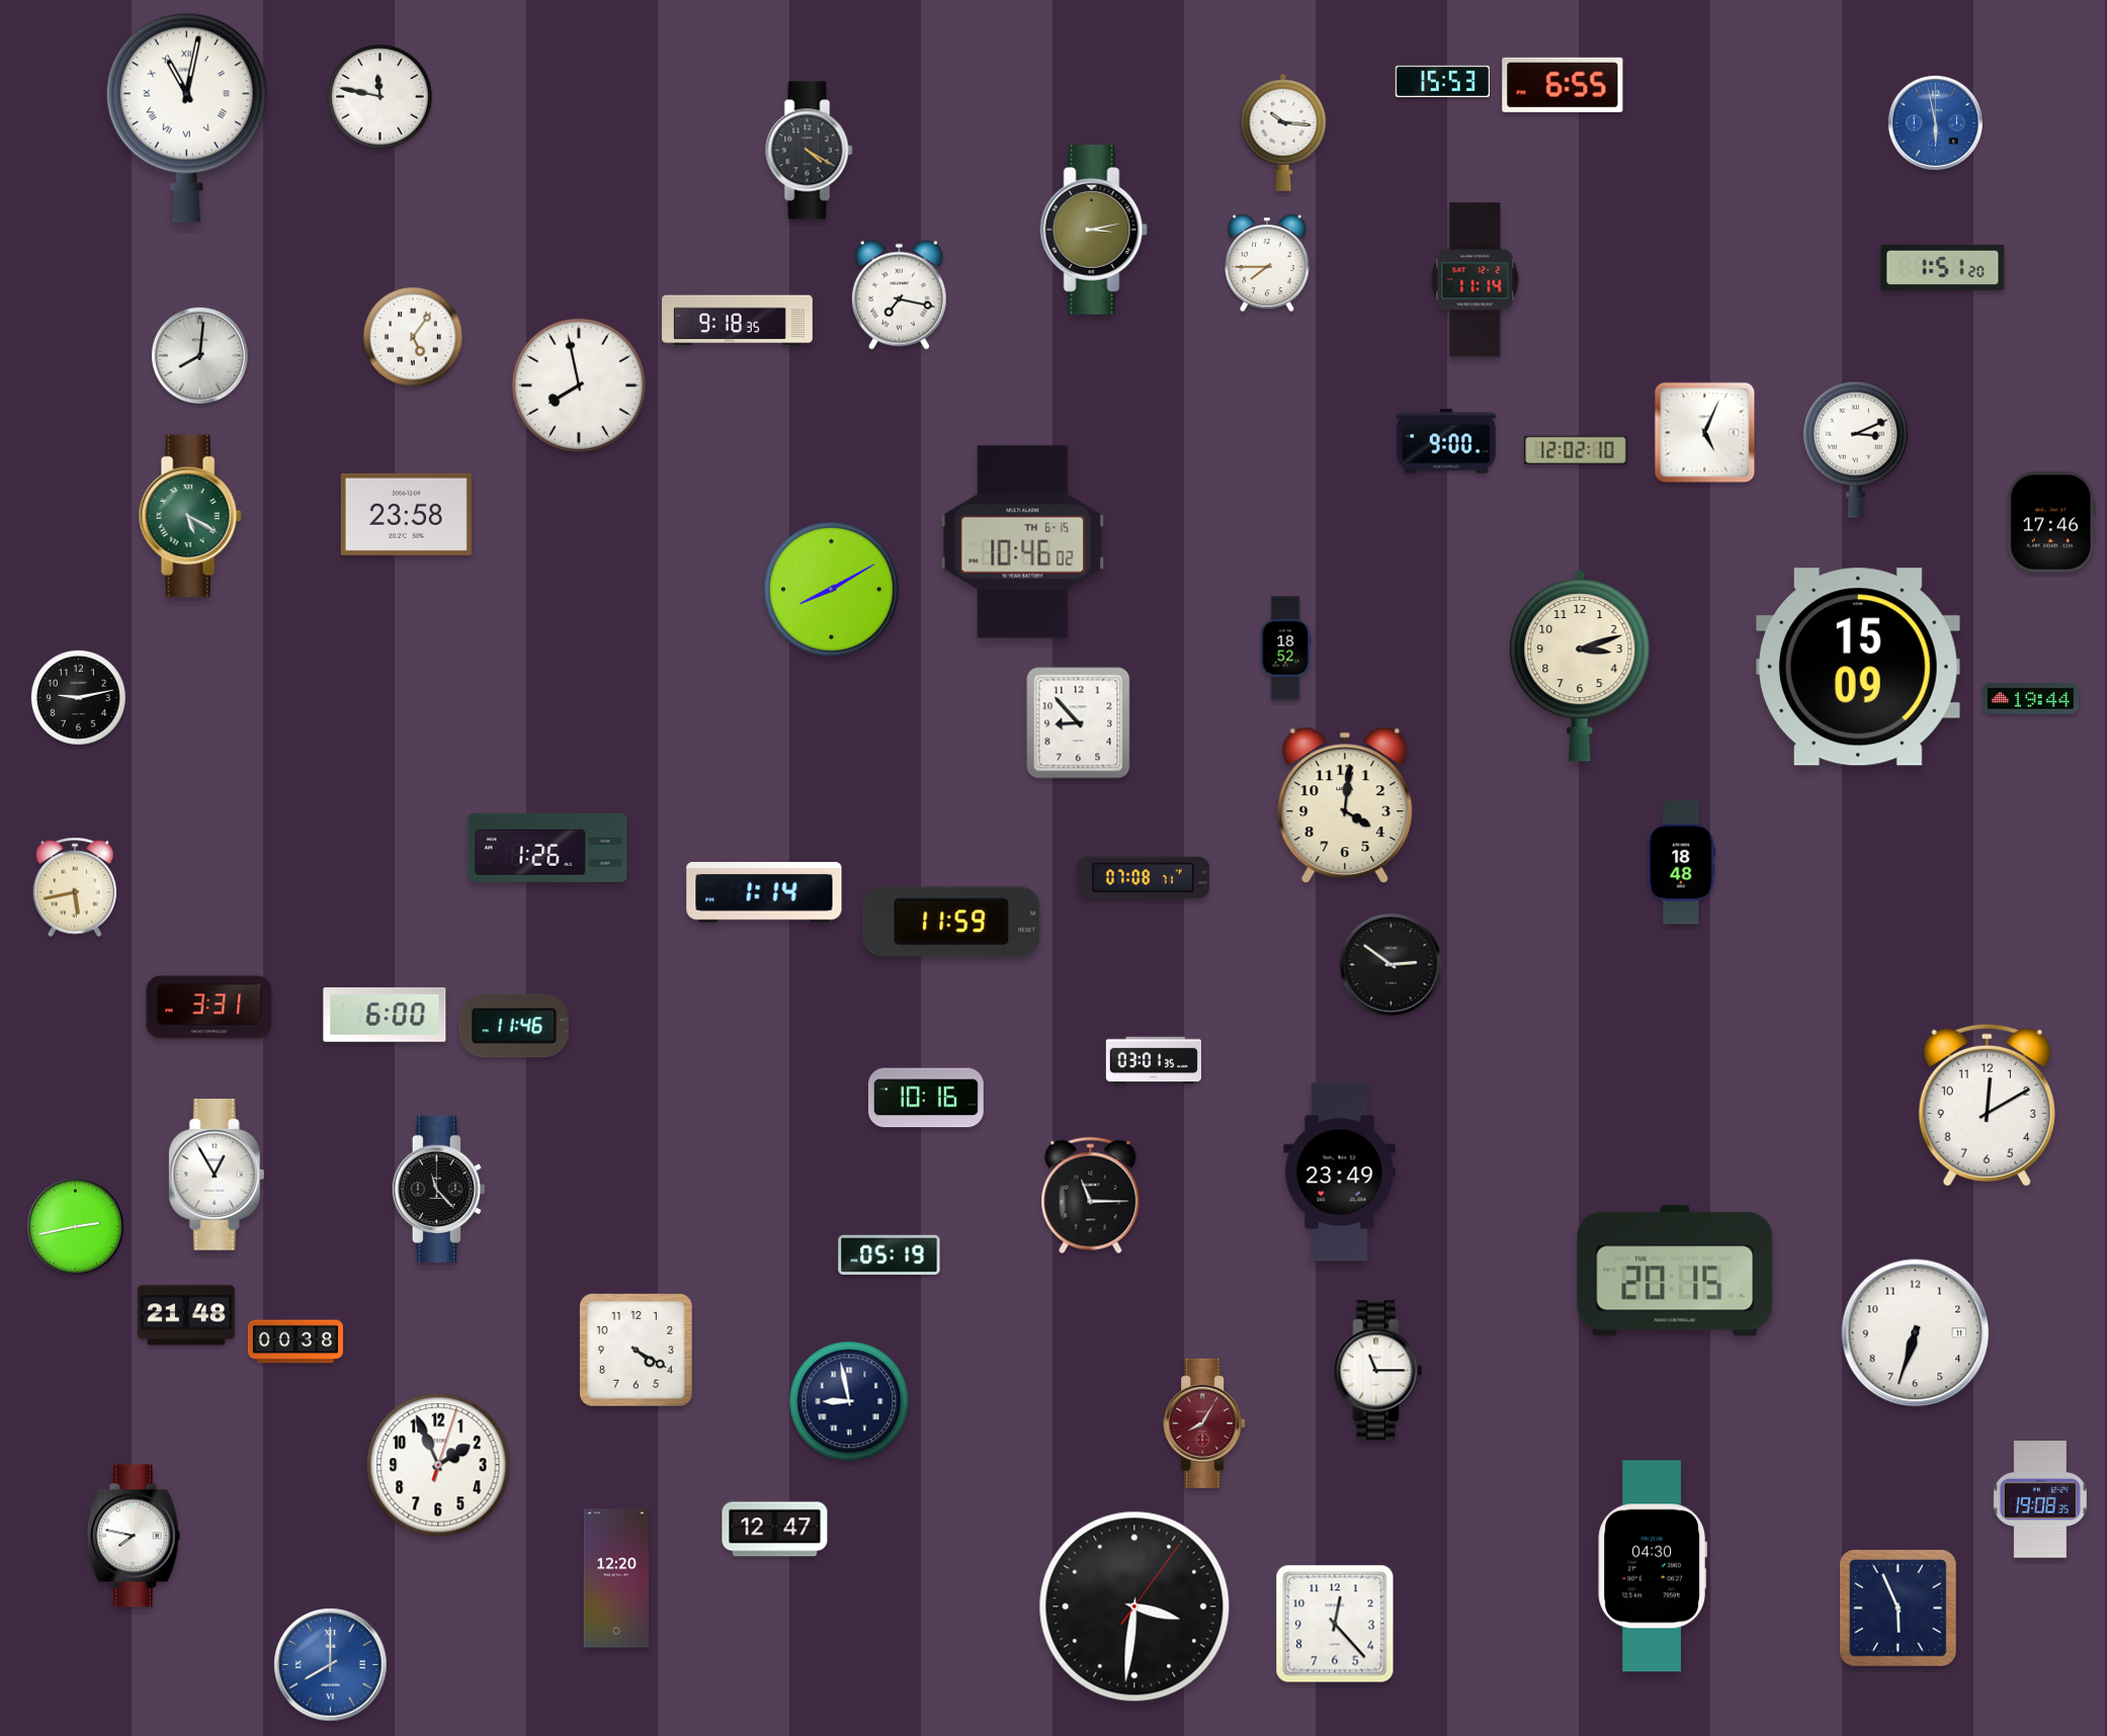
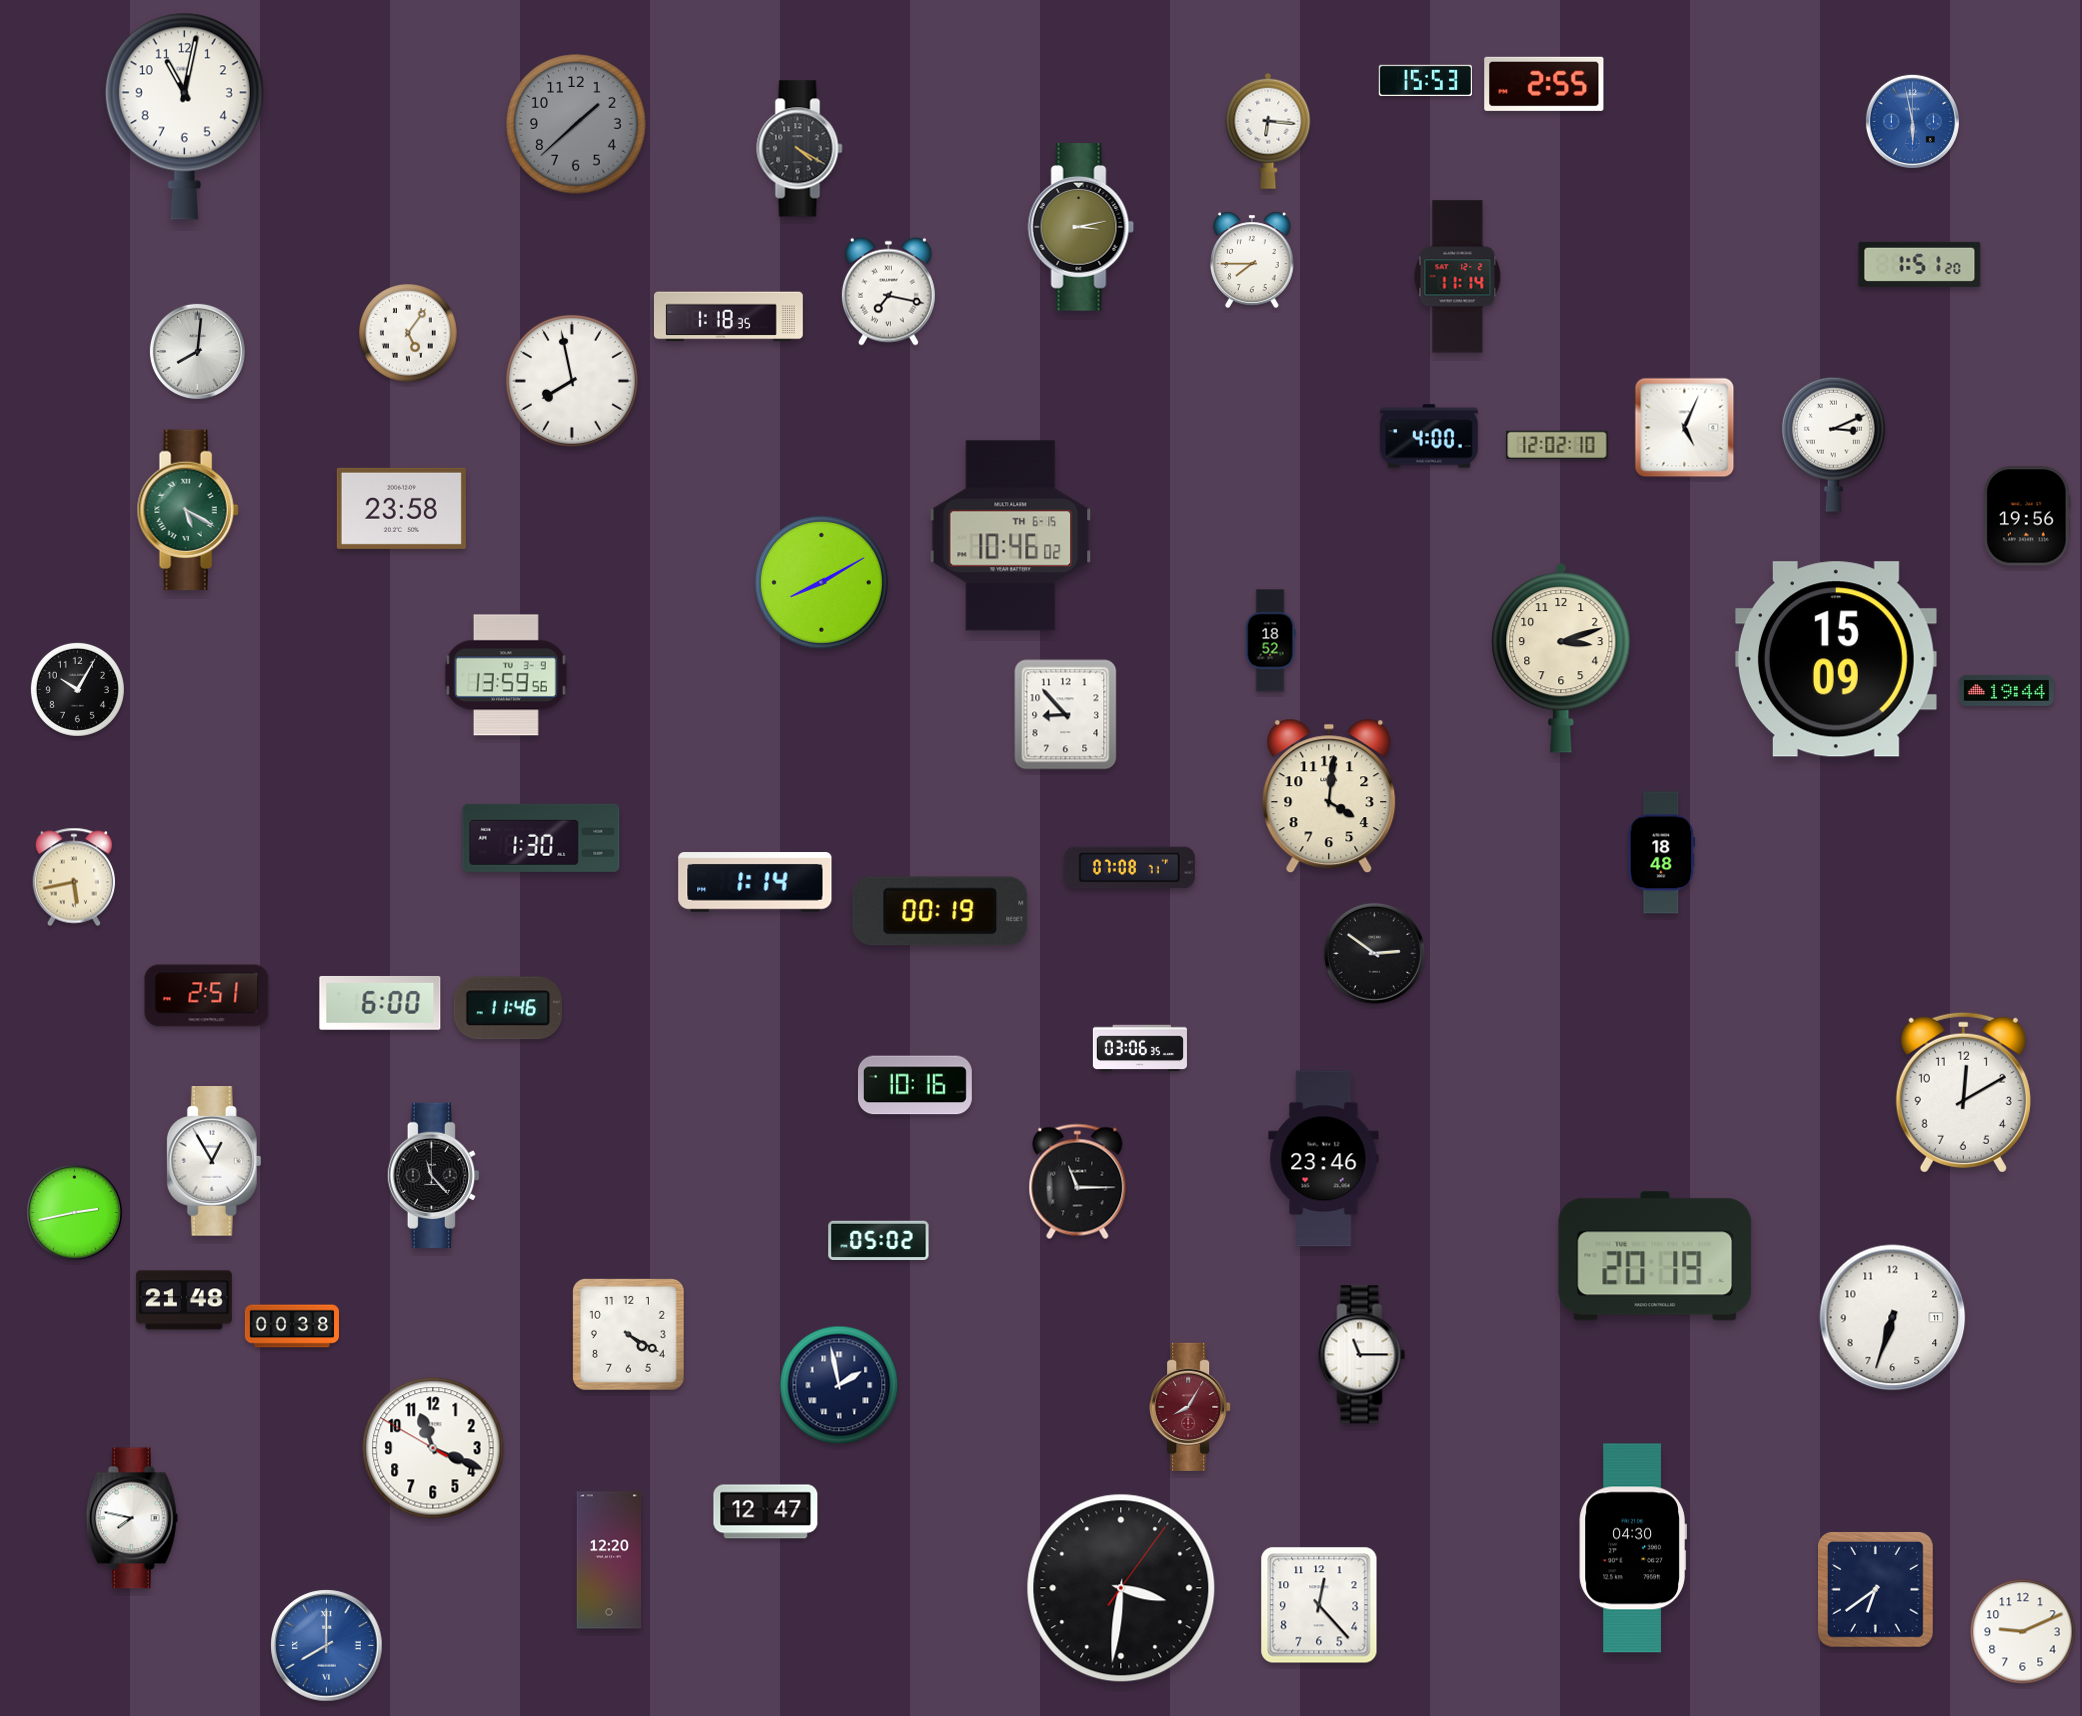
clock at (1563, 85): 6:55 -> 2:55
clock at (381, 97): 11:47 -> none
clock at (186, 117) numerals: Roman -> Arabic
clock at (576, 124): none -> 1:38
clock at (1283, 133): 10:16 -> 6:16
clock at (737, 321): 9:18 -> 1:18
clock at (1446, 441): 9:00 -> 4:00
clock at (2051, 522): 17:46 -> 19:56
clock at (506, 675): none -> 13:59
clock at (78, 697): 9:13 -> 10:05
clock at (547, 848): 1:26 -> 1:30
clock at (951, 922): 11:59 -> 00:19
clock at (209, 1008): 3:31 -> 2:51
clock at (514, 1026) position: (514, 1026) -> (508, 1008)
clock at (1154, 1060): 03:01 -> 03:06
clock at (1340, 1173): 23:49 -> 23:46
clock at (890, 1255): 05:19 -> 05:02
clock at (1675, 1271): 20:15 -> 20:19
clock at (849, 1401): 8:58 -> 1:58
clock at (438, 1465): 1:56 -> 11:18
clock at (2040, 1499): 19:08 -> none
clock at (1899, 1609): 5:56 -> 6:39
clock at (2023, 1632): none -> 9:11
